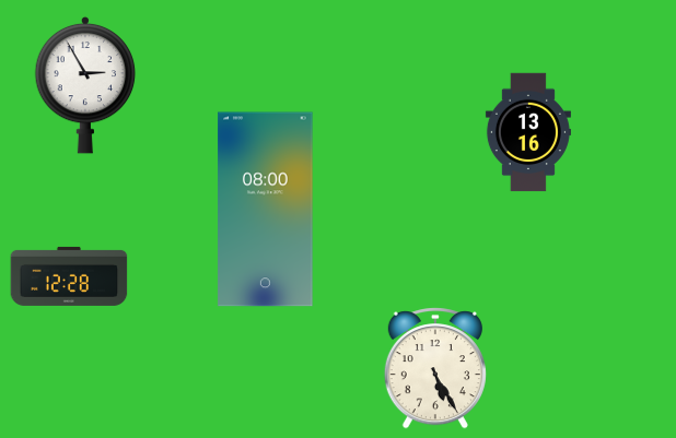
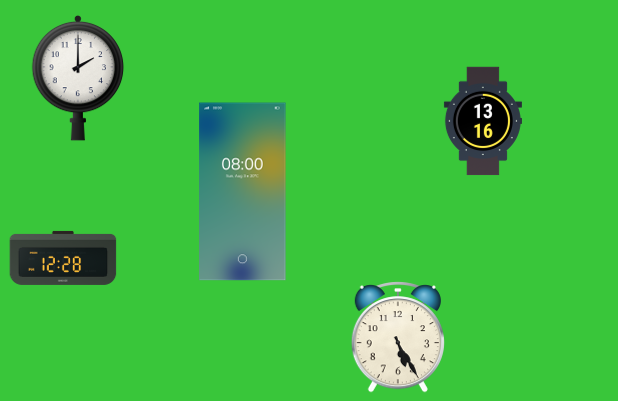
clock at (85, 85): 2:55 -> 2:00
clock at (69, 276) position: (69, 276) -> (63, 258)
